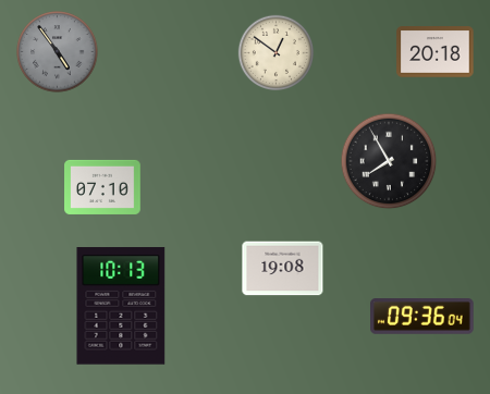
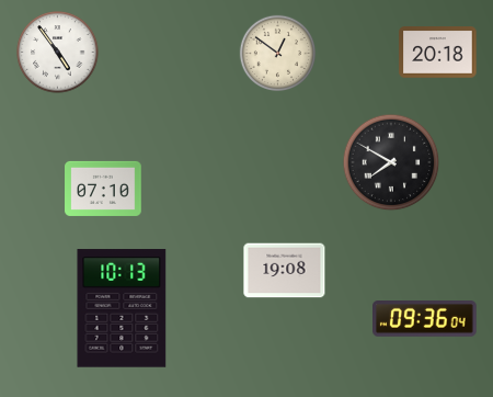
clock at (58, 52) dial: grey -> white
clock at (389, 161): 7:55 -> 7:50
